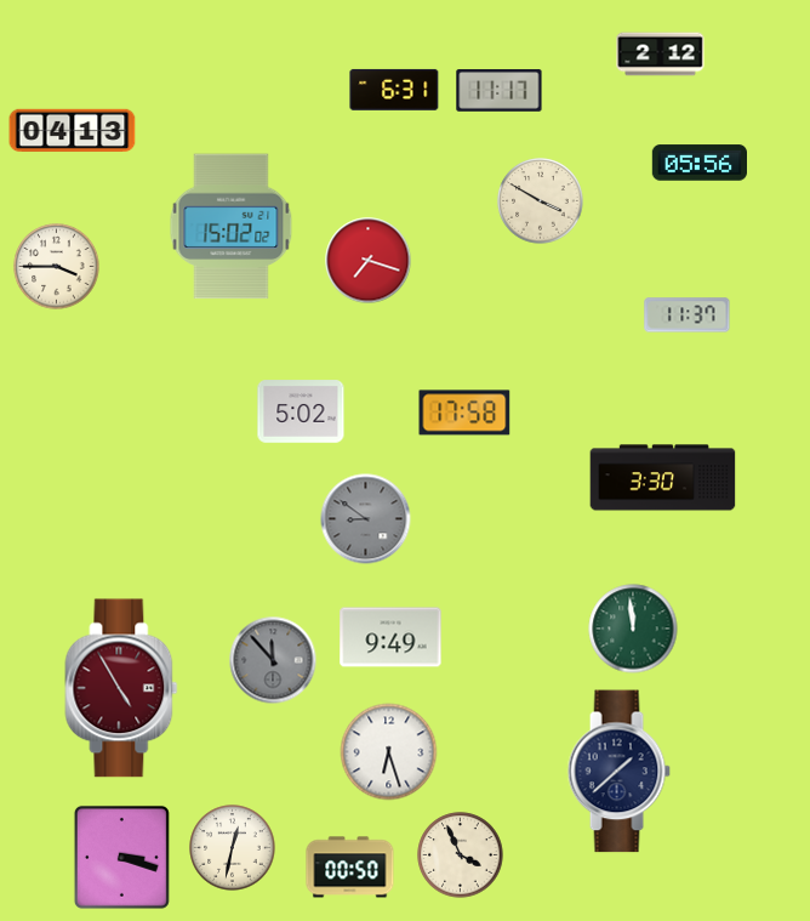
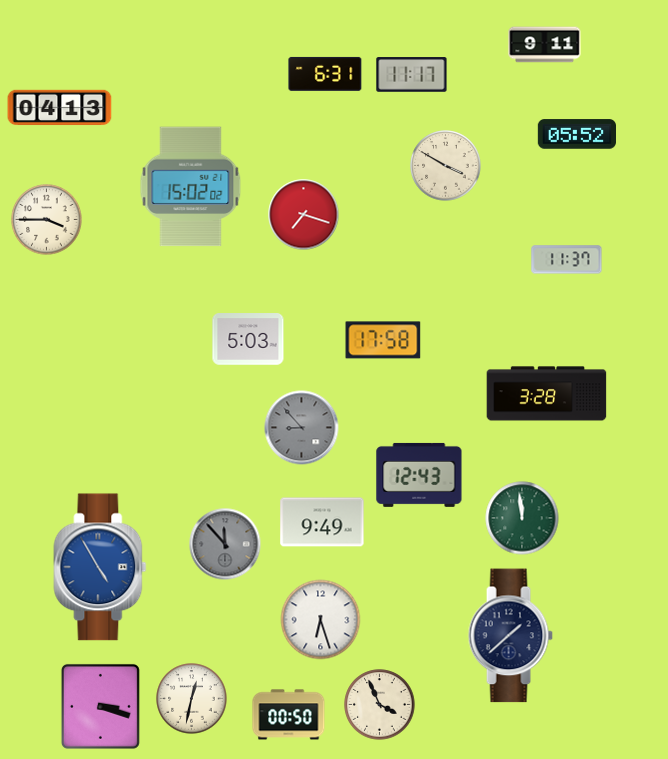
clock at (661, 55): 2:12 -> 9:11
clock at (698, 163): 05:56 -> 05:52
clock at (301, 411): 5:02 -> 5:03
clock at (663, 478): 3:30 -> 3:28
clock at (366, 519): 8:51 -> 8:53
clock at (419, 475): none -> 12:43
clock at (390, 637) position: (390, 637) -> (322, 522)
clock at (121, 688) dial: burgundy -> blue
